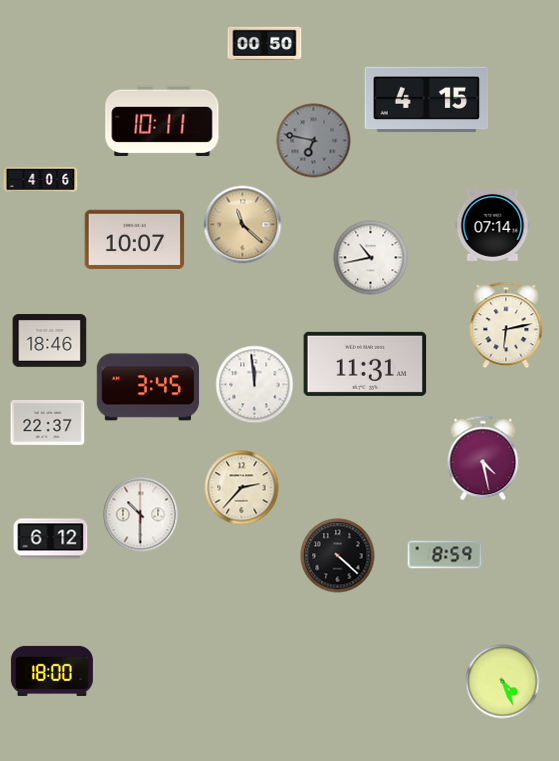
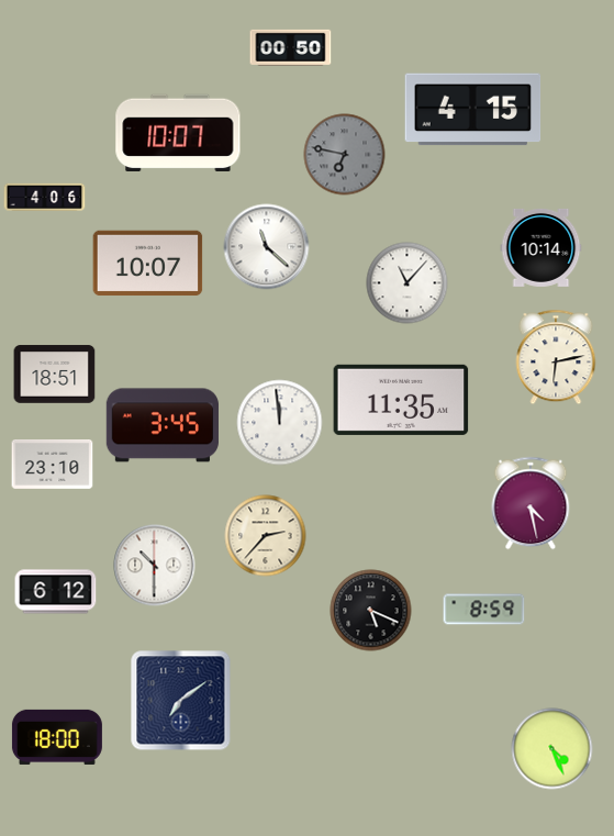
clock at (427, 100) position: (427, 100) -> (473, 110)
clock at (162, 120): 10:11 -> 10:07
clock at (243, 225) dial: champagne -> white
clock at (493, 225): 07:14 -> 10:14
clock at (371, 258): 10:43 -> 11:07
clock at (50, 341): 18:46 -> 18:51
clock at (365, 364): 11:31 -> 11:35
clock at (48, 423): 22:37 -> 23:10
clock at (445, 555) position: (445, 555) -> (484, 610)
clock at (338, 556): 4:22 -> 5:19
clock at (181, 701): none -> 7:09
